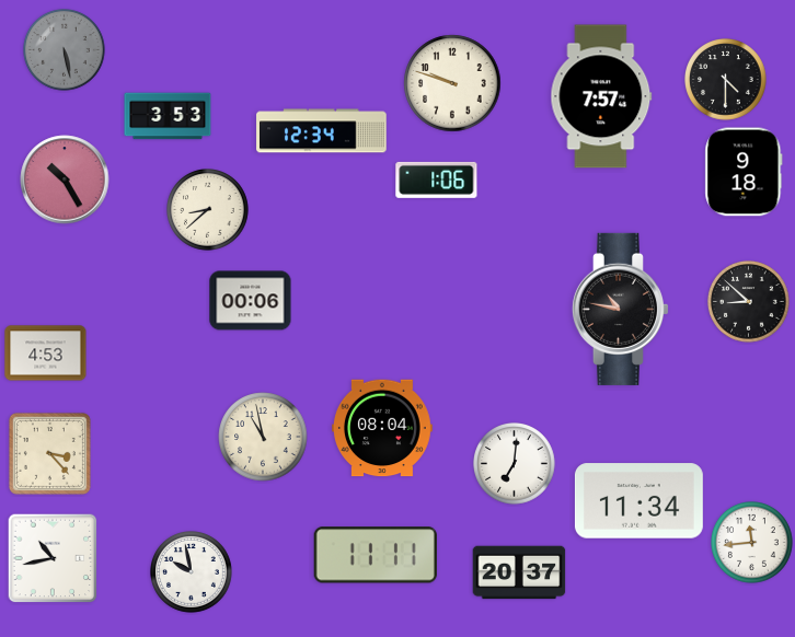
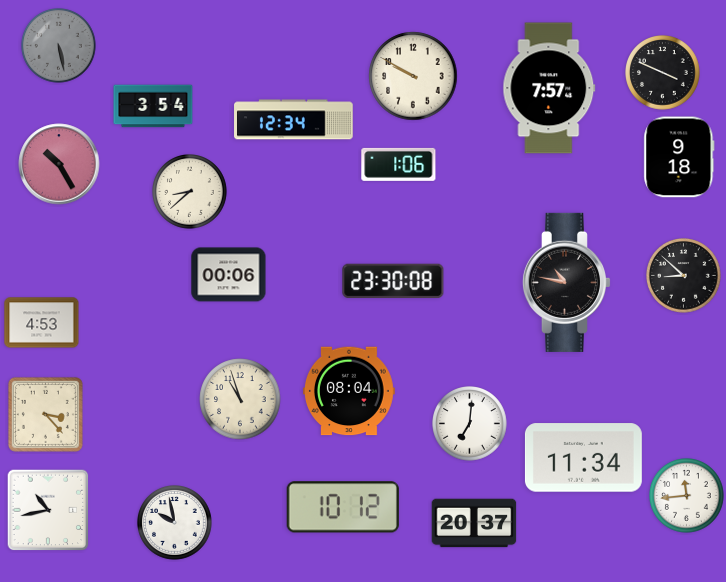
clock at (726, 80): 4:30 -> 3:49
clock at (452, 83): 9:48 -> 9:50
clock at (168, 116): 3:53 -> 3:54
clock at (393, 281): none -> 23:30
clock at (263, 437): 10:58 -> 10:57
clock at (376, 555): 11:11 -> 10:12
